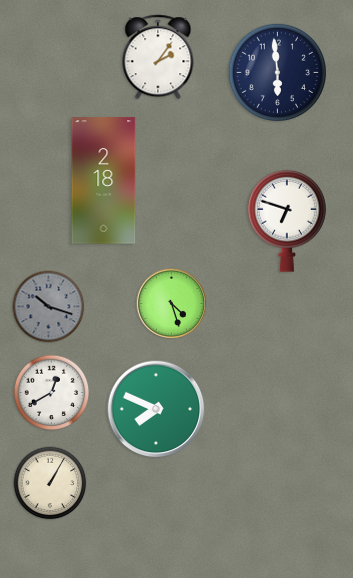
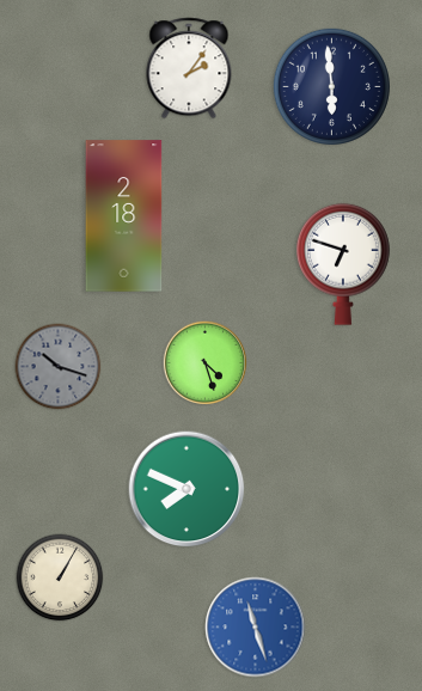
clock at (52, 393): 12:40 -> none
clock at (256, 628): none -> 11:27
